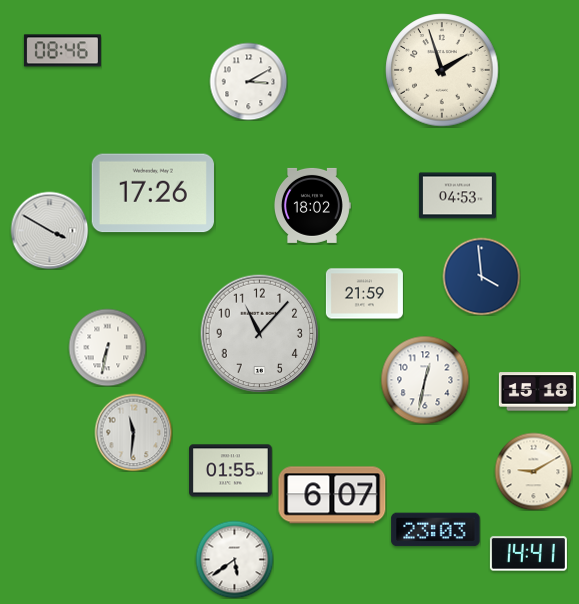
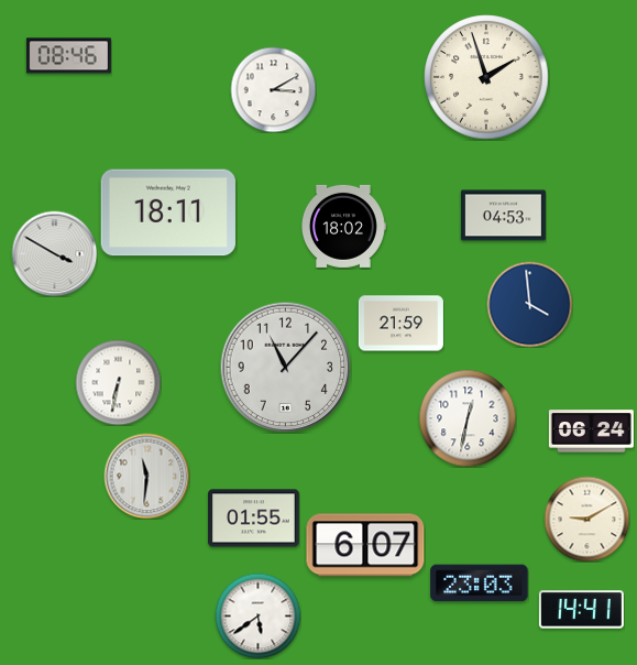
clock at (153, 193): 17:26 -> 18:11
clock at (537, 392): 15:18 -> 06:24
